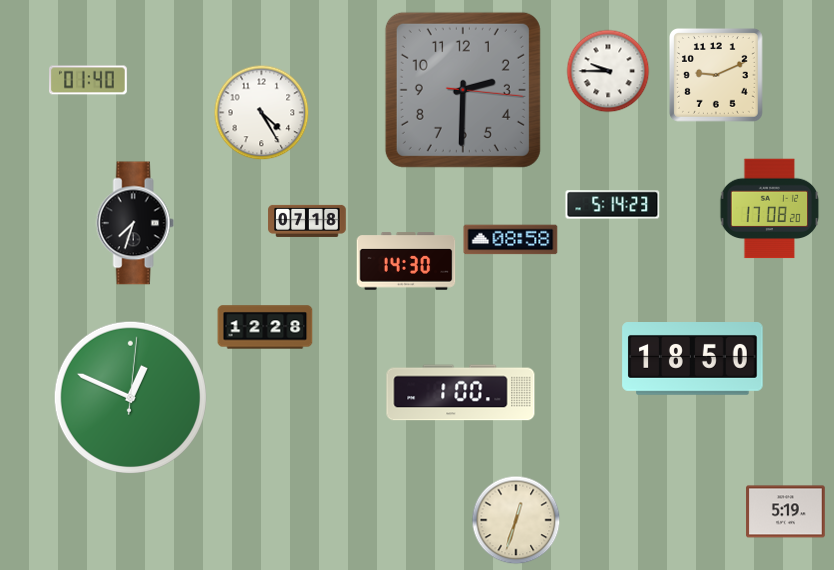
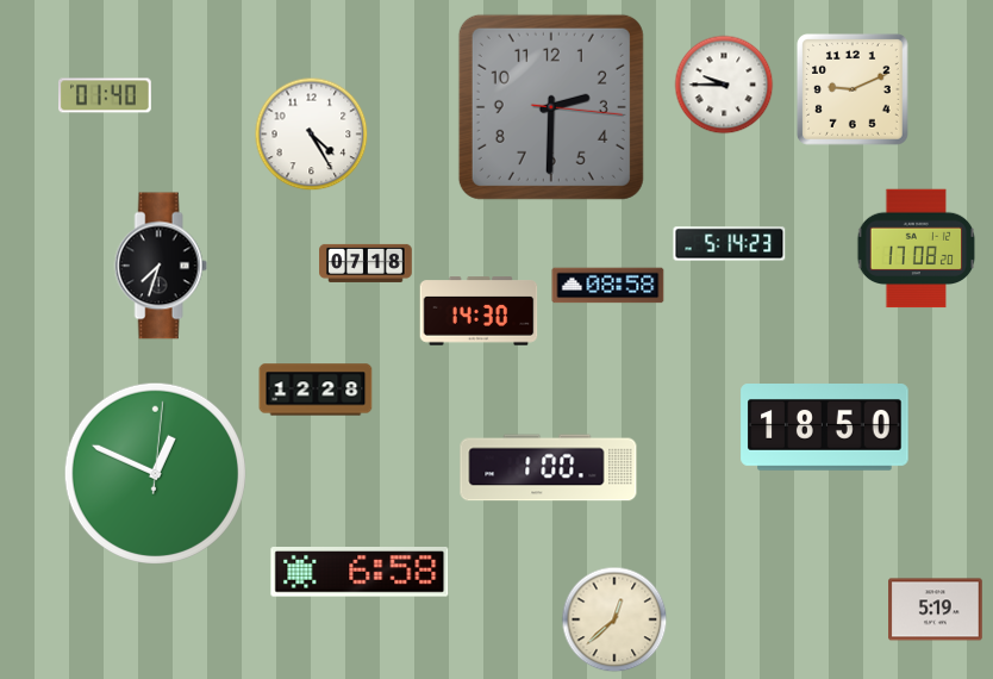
clock at (406, 261) position: (406, 261) -> (479, 311)
clock at (360, 573): none -> 6:58
clock at (516, 520): 12:33 -> 12:38
